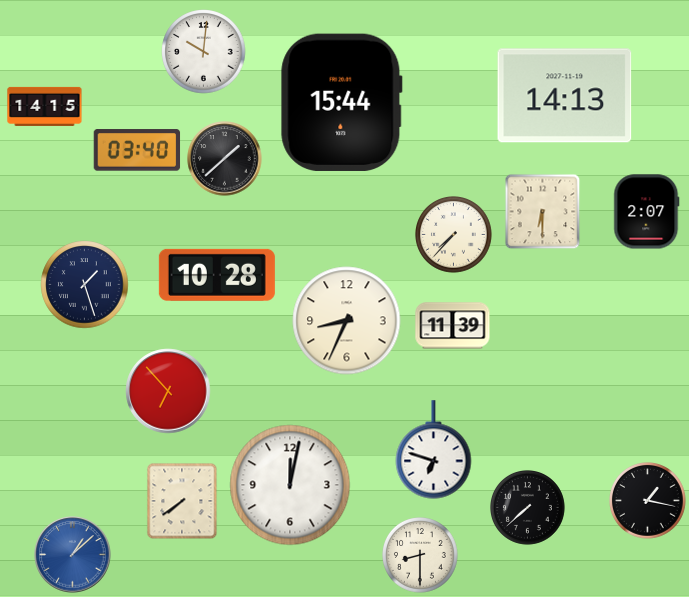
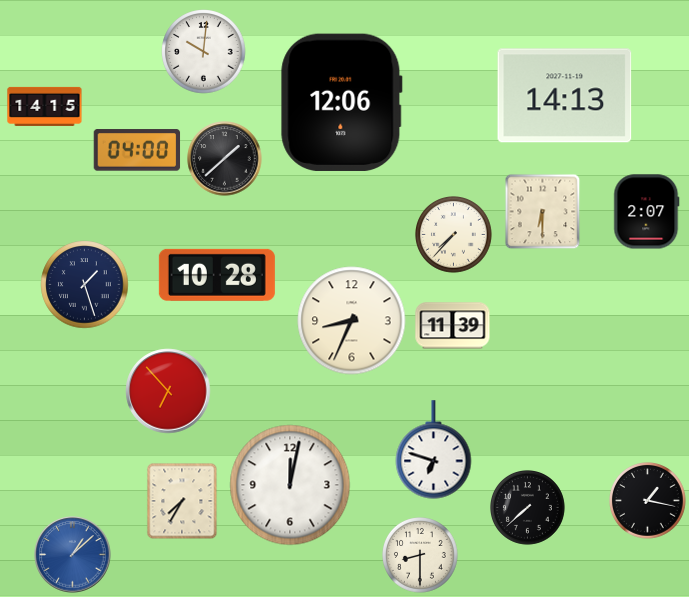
clock at (342, 102): 15:44 -> 12:06
clock at (137, 150): 03:40 -> 04:00
clock at (347, 321) position: (347, 321) -> (352, 321)
clock at (182, 501): 7:39 -> 7:35
